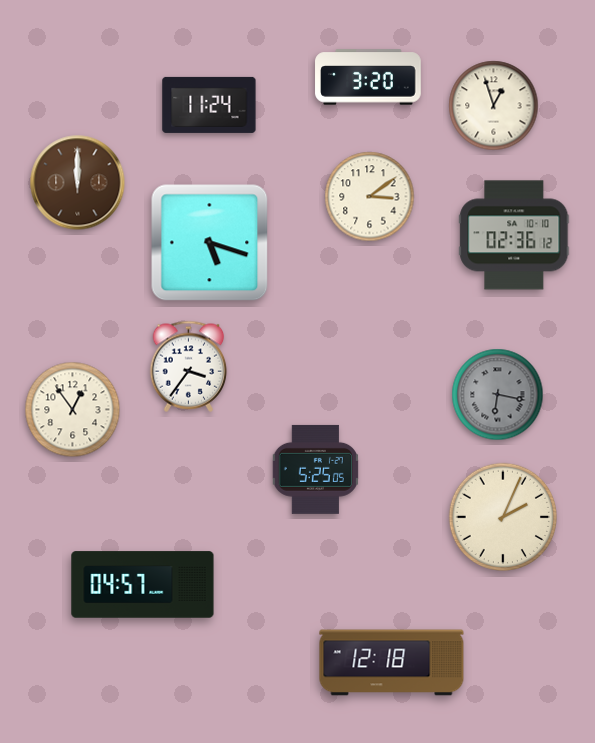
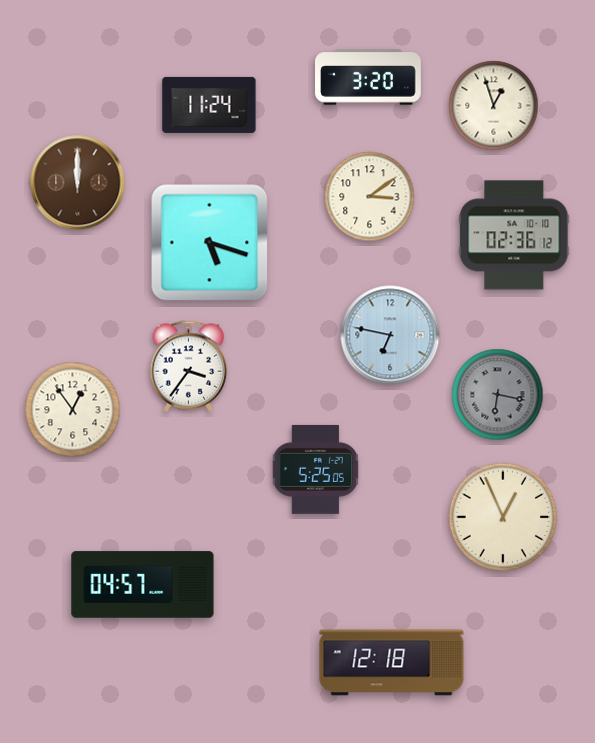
clock at (390, 335): none -> 6:47
clock at (502, 516): 2:04 -> 12:56
